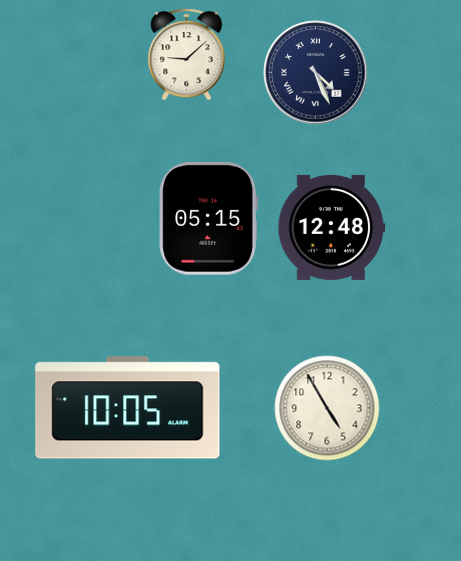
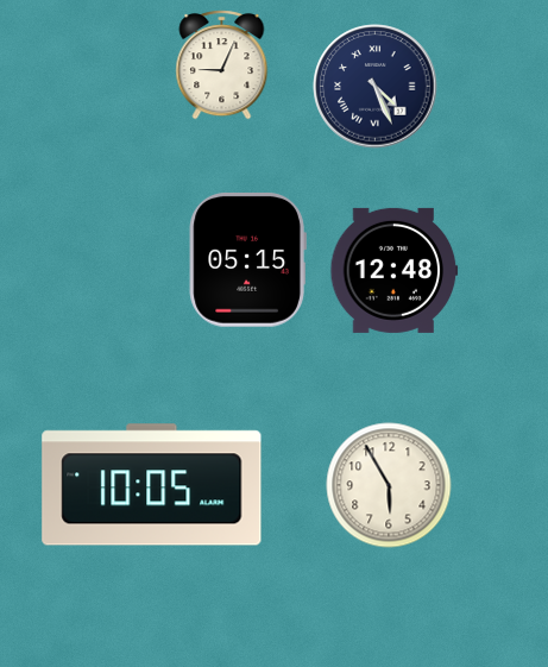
clock at (187, 55): 9:08 -> 9:04
clock at (327, 408): 4:55 -> 5:55
